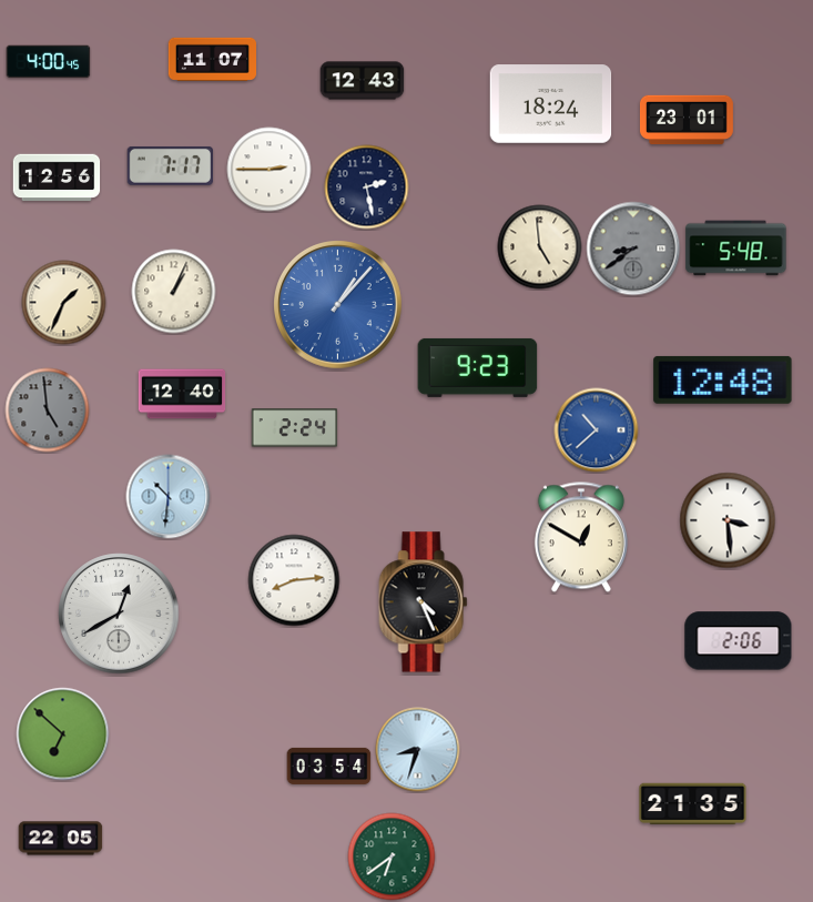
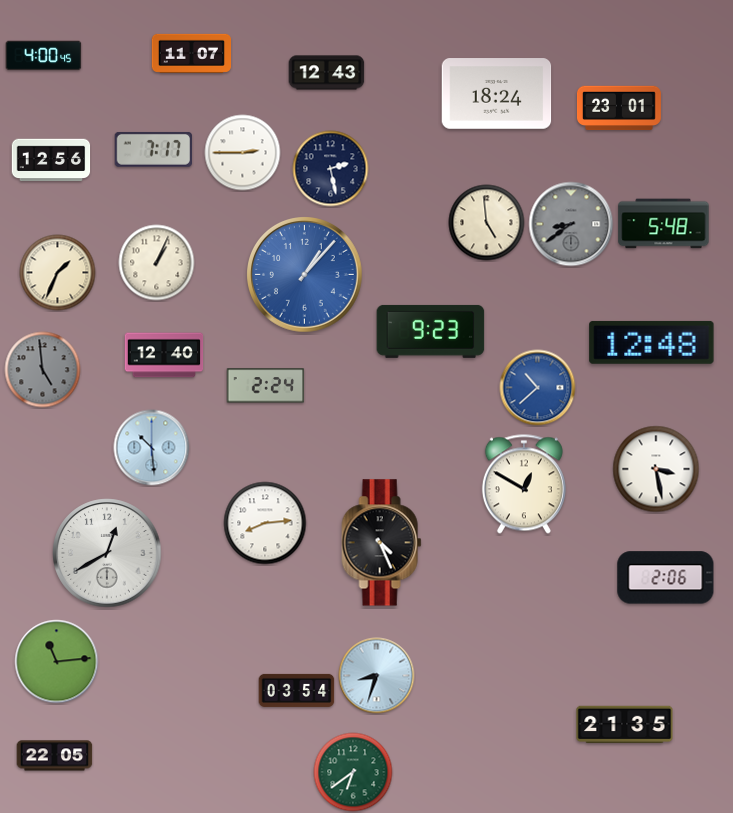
clock at (169, 497): 10:31 -> 10:29
clock at (728, 520): 3:29 -> 3:28
clock at (63, 734): 6:52 -> 11:14
